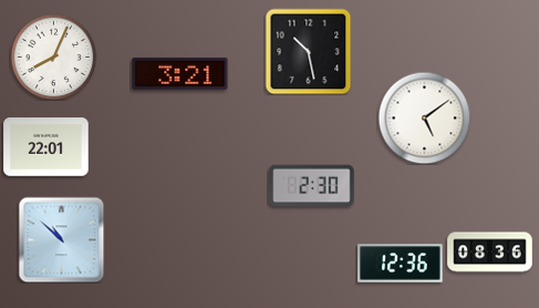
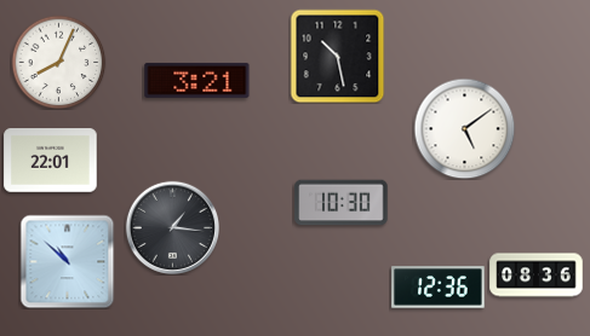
clock at (312, 186): 2:30 -> 10:30
clock at (172, 227): none -> 1:16
